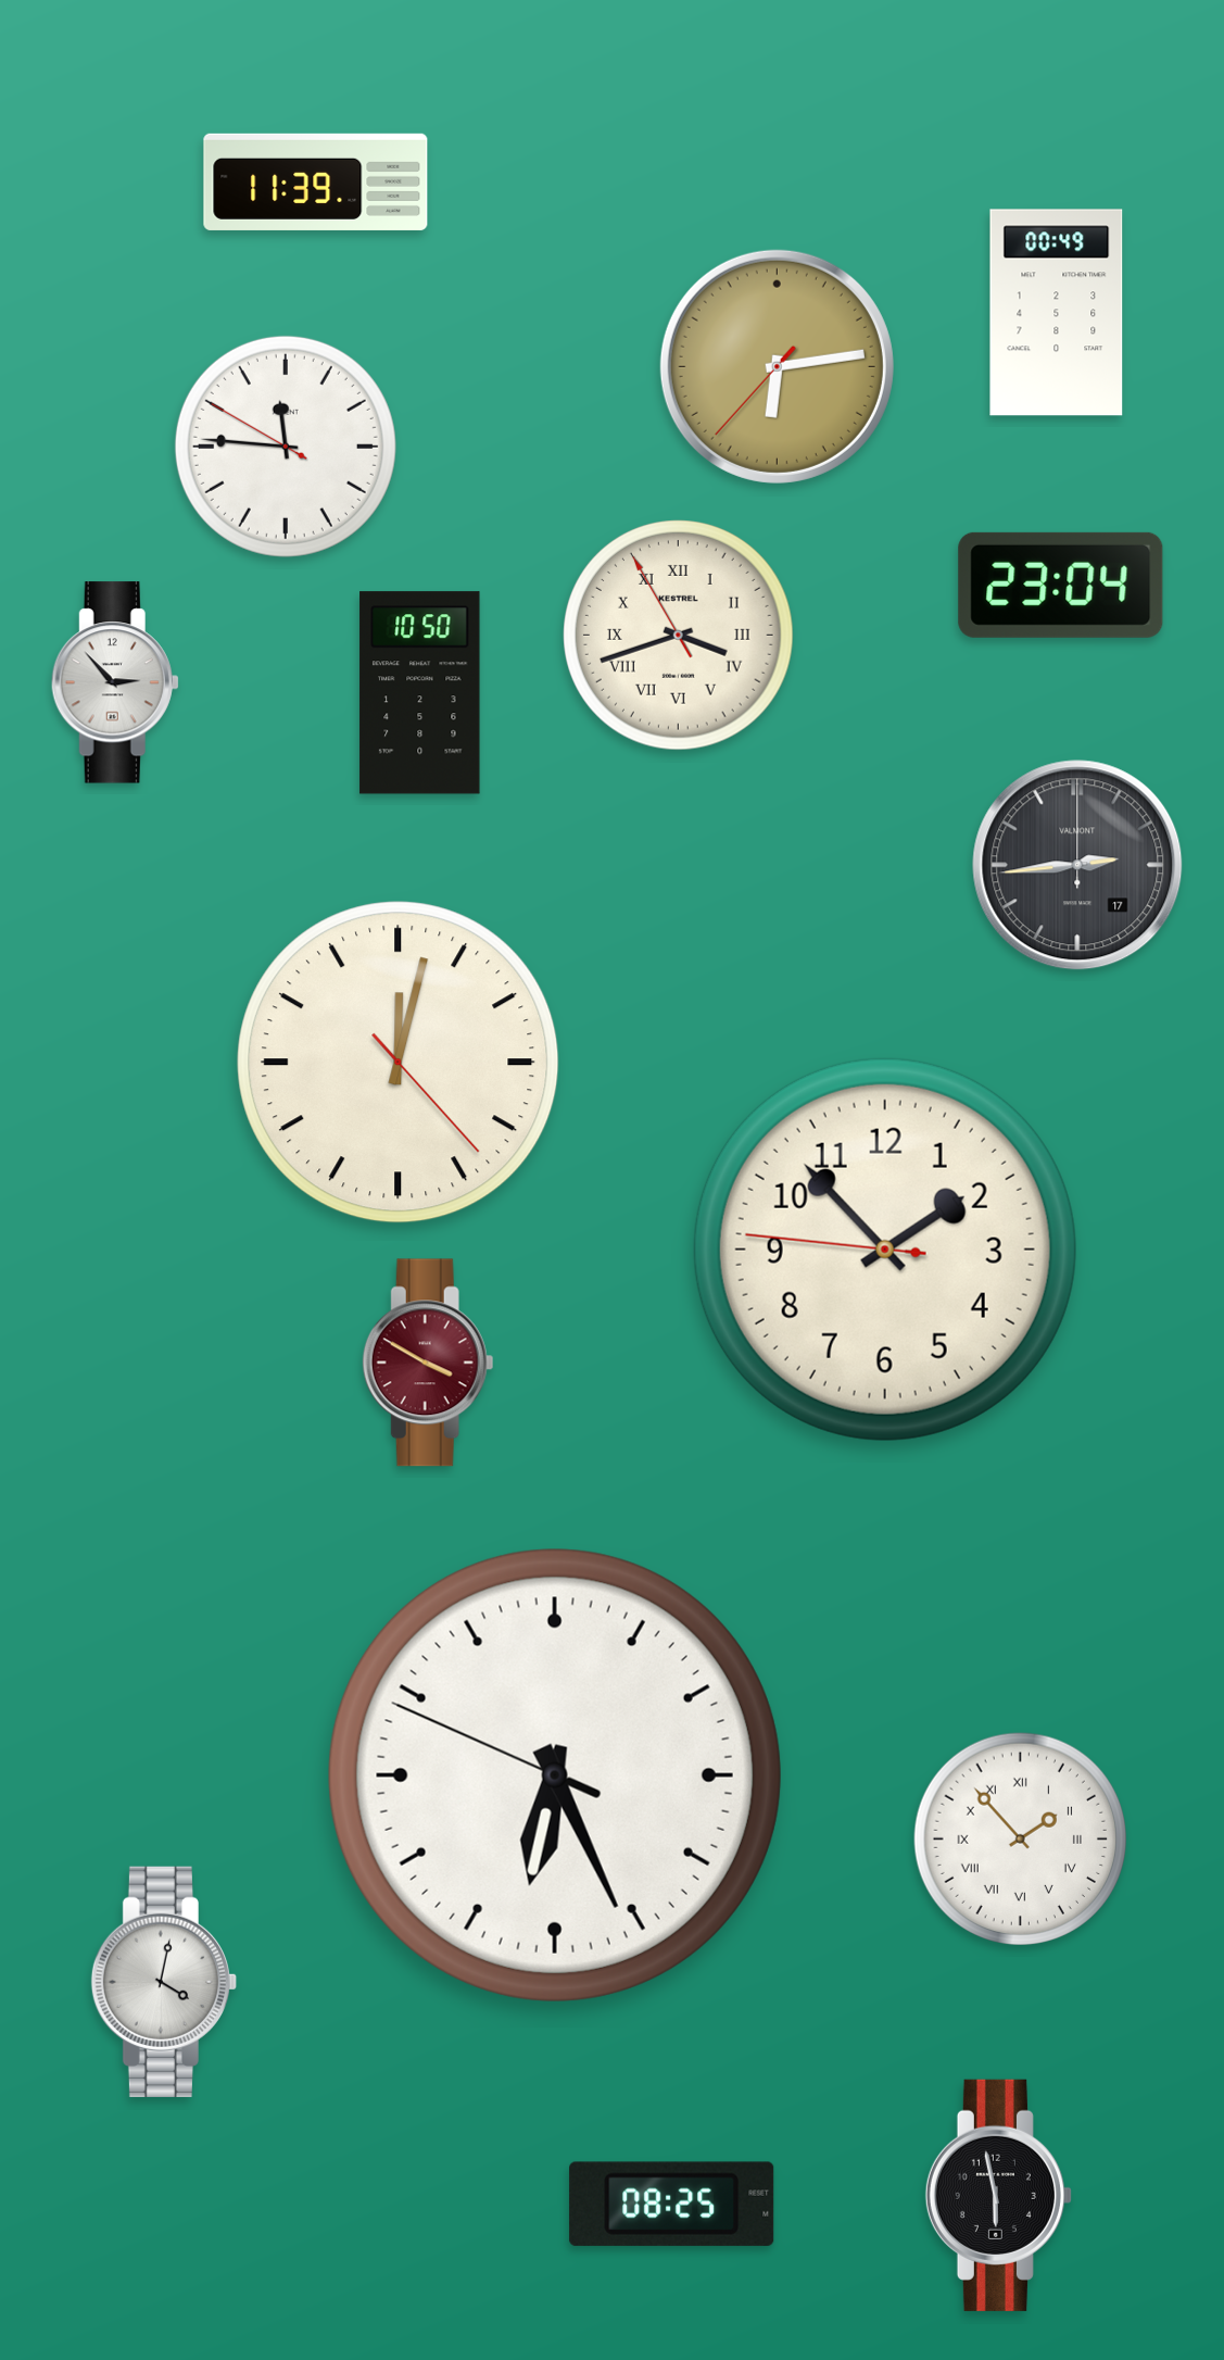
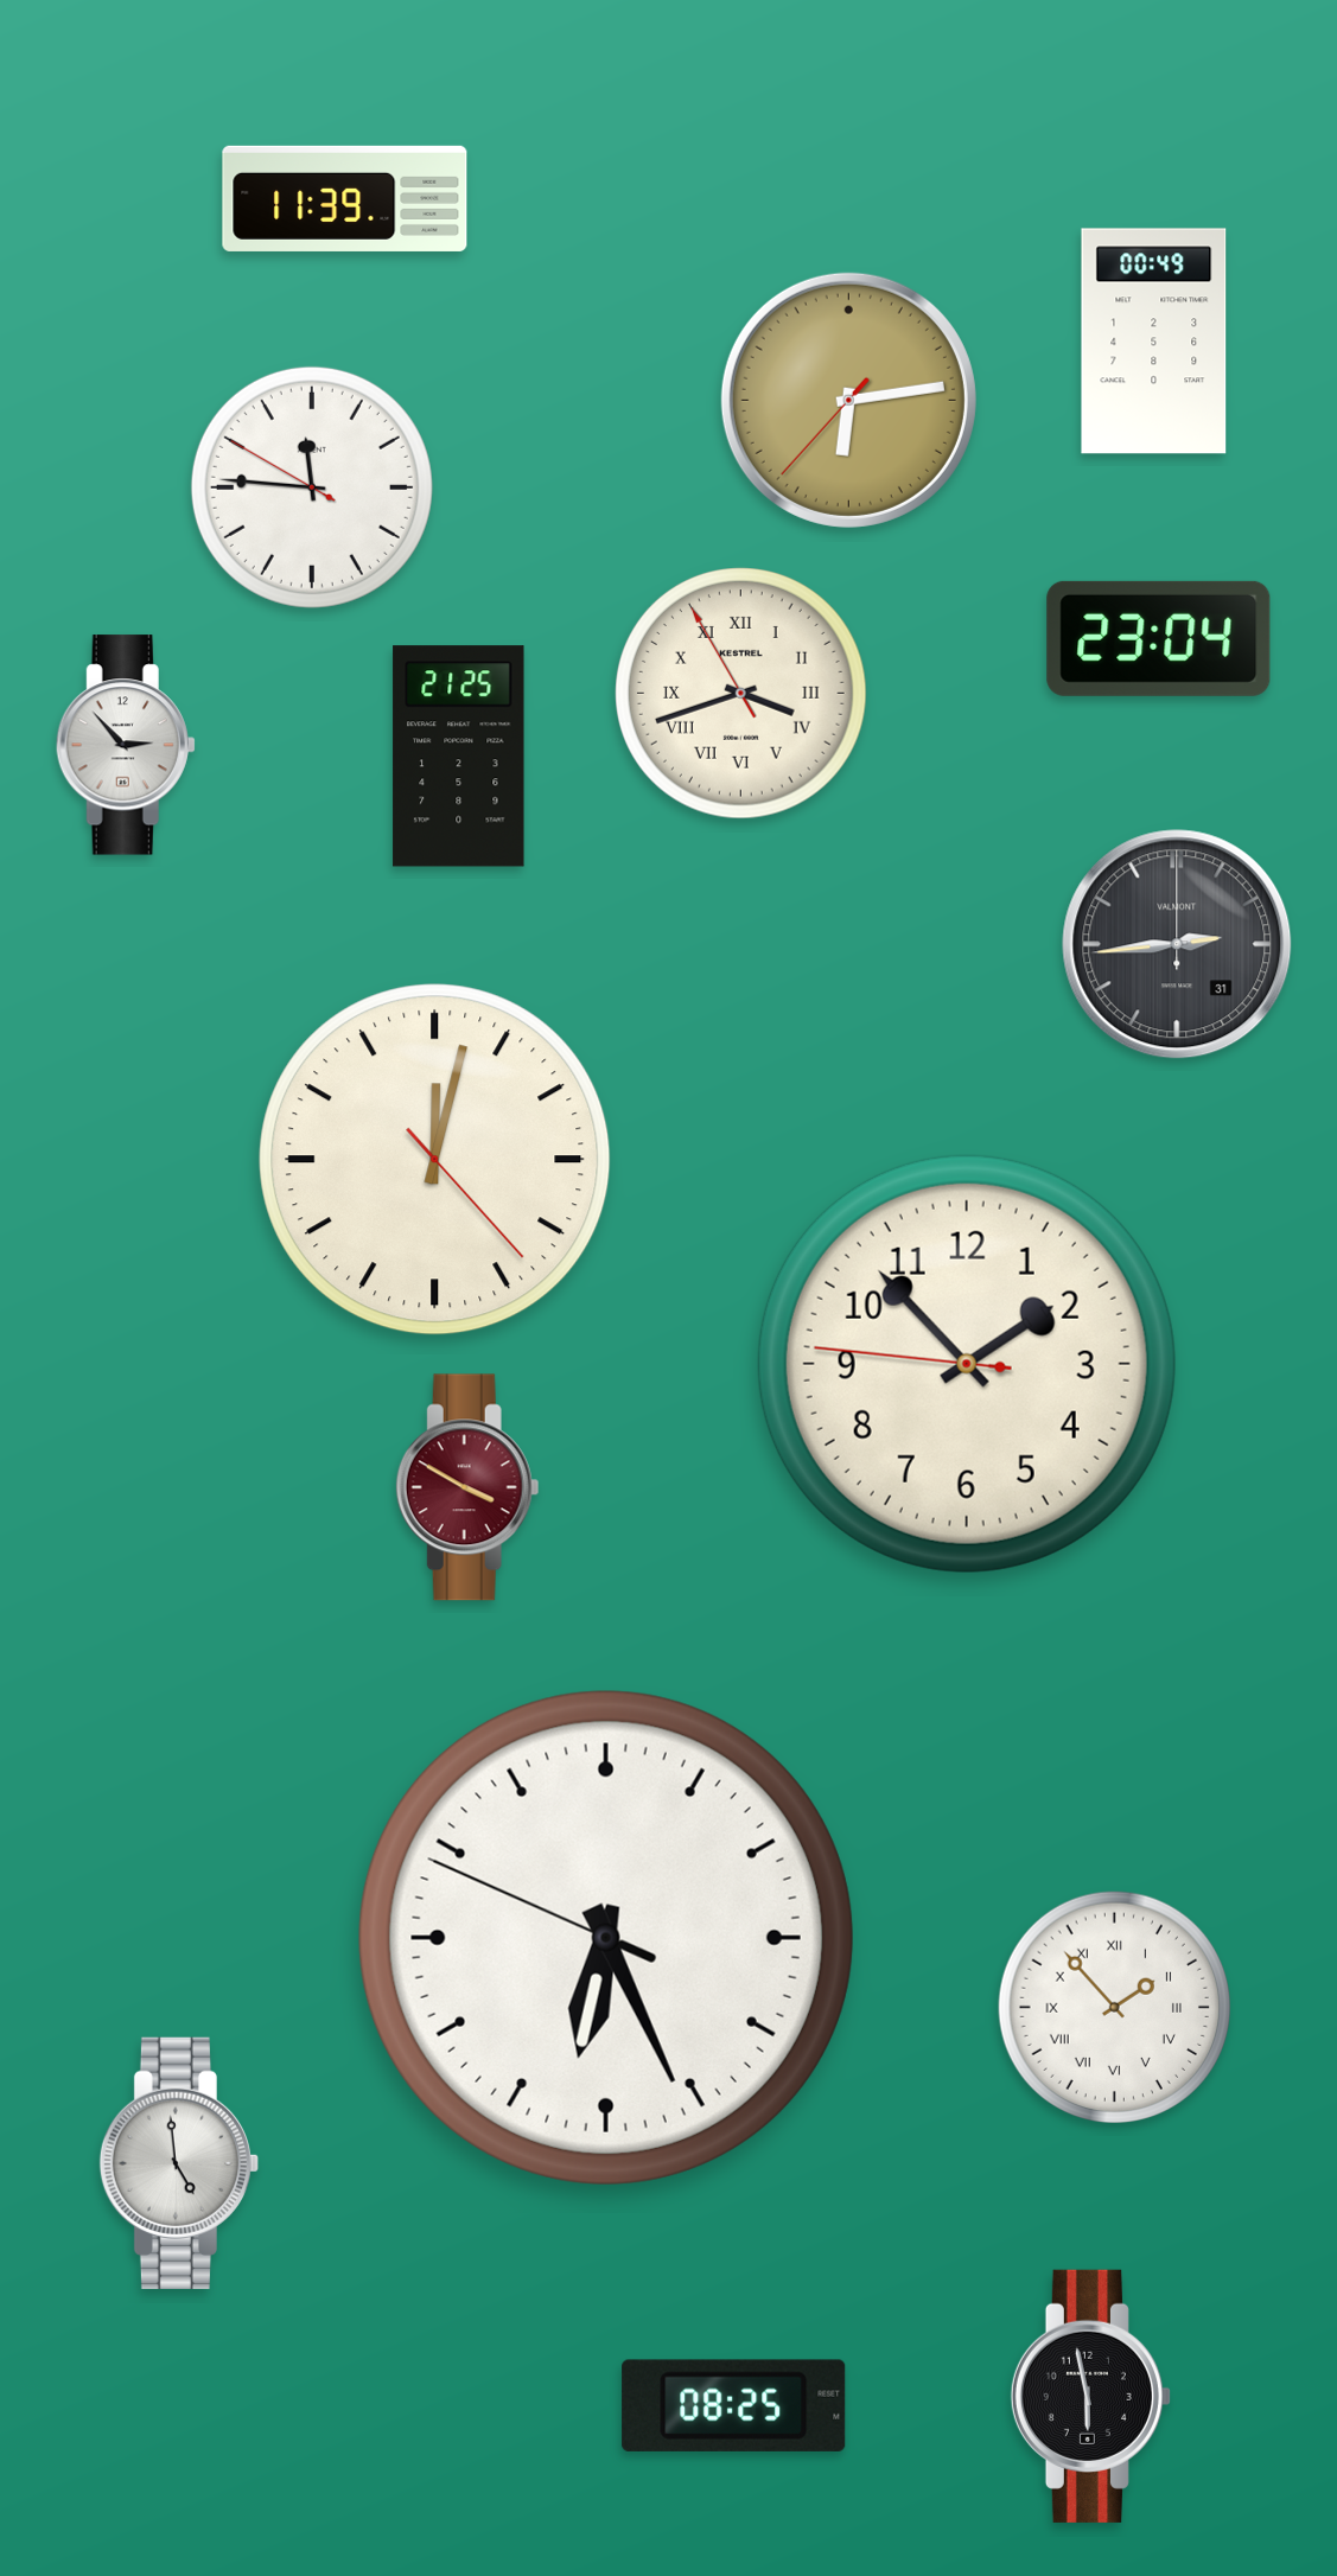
clock at (420, 693): 10:50 -> 21:25
clock at (1077, 865) date: 17 -> 31
clock at (163, 1982): 4:02 -> 4:59
